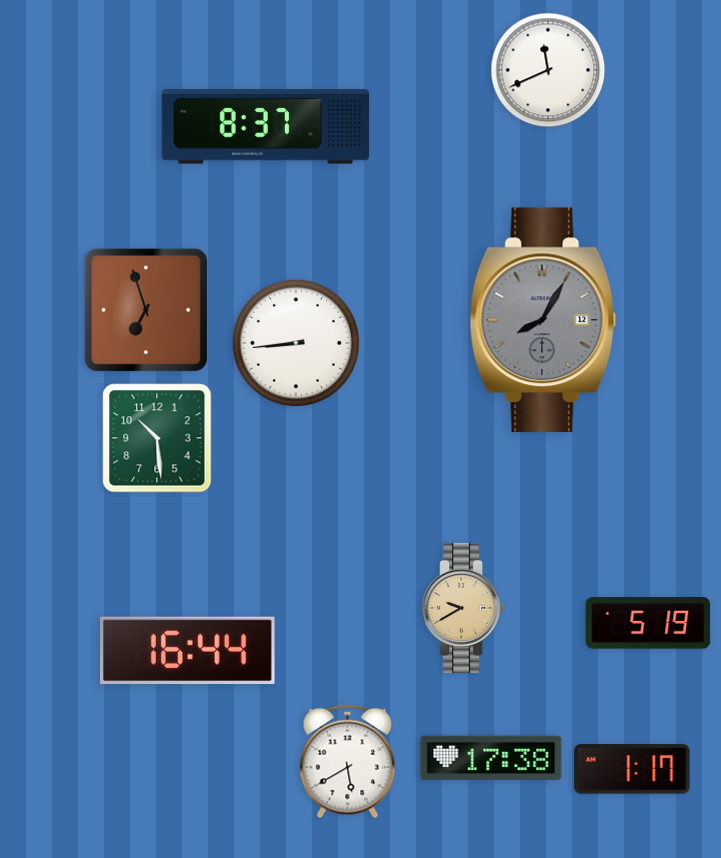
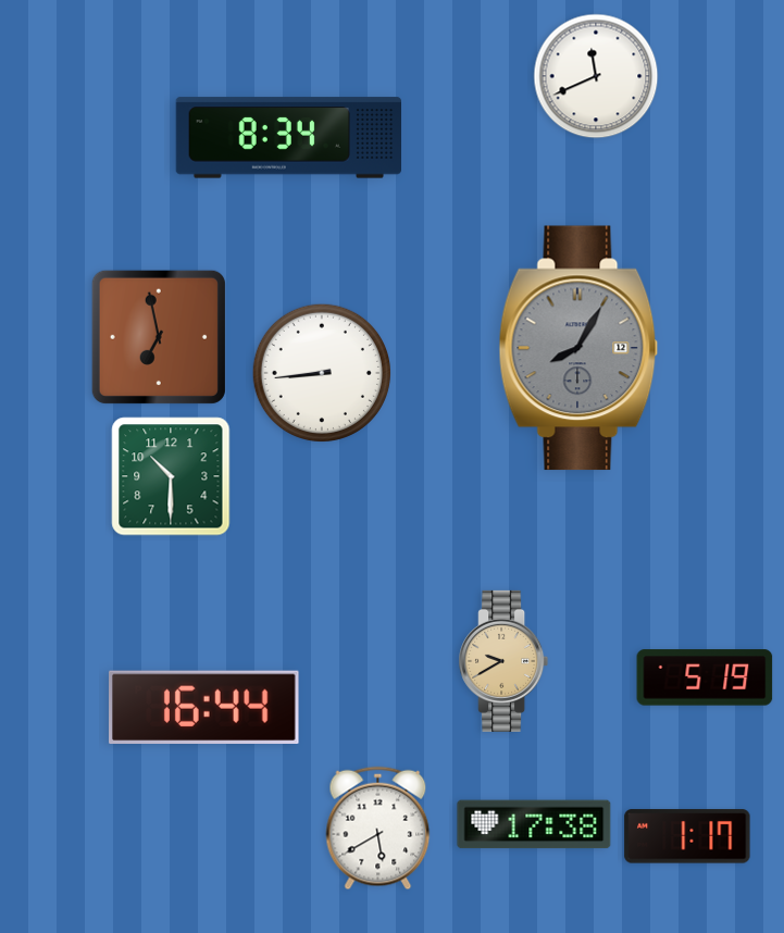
clock at (265, 127): 8:37 -> 8:34
clock at (146, 310): 6:57 -> 6:58
clock at (543, 320) position: (543, 320) -> (578, 348)
clock at (157, 438): 10:29 -> 10:30
